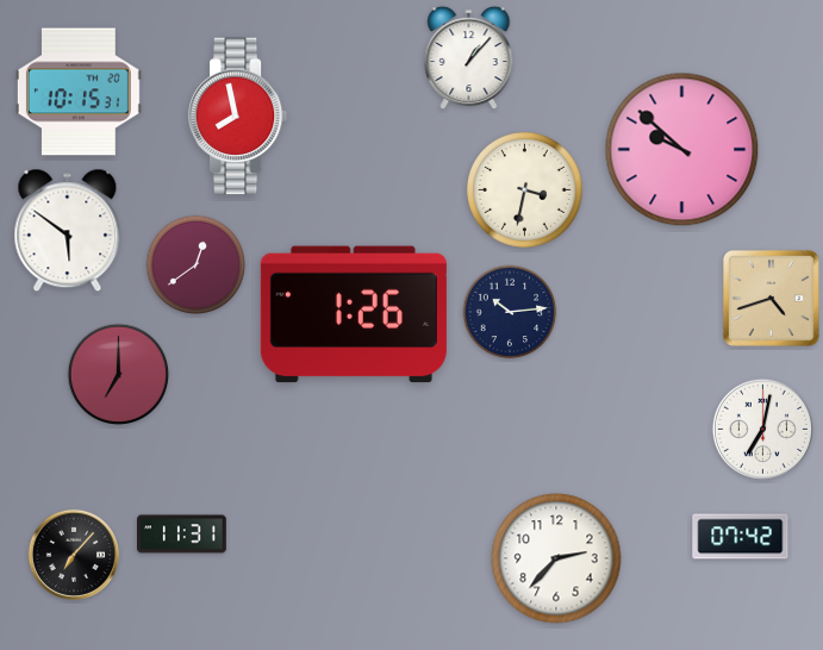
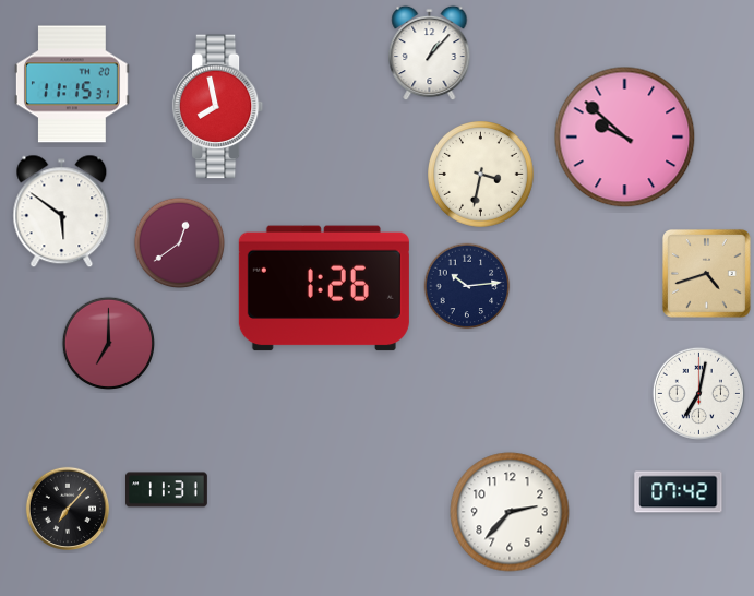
clock at (79, 92): 10:15 -> 11:15
